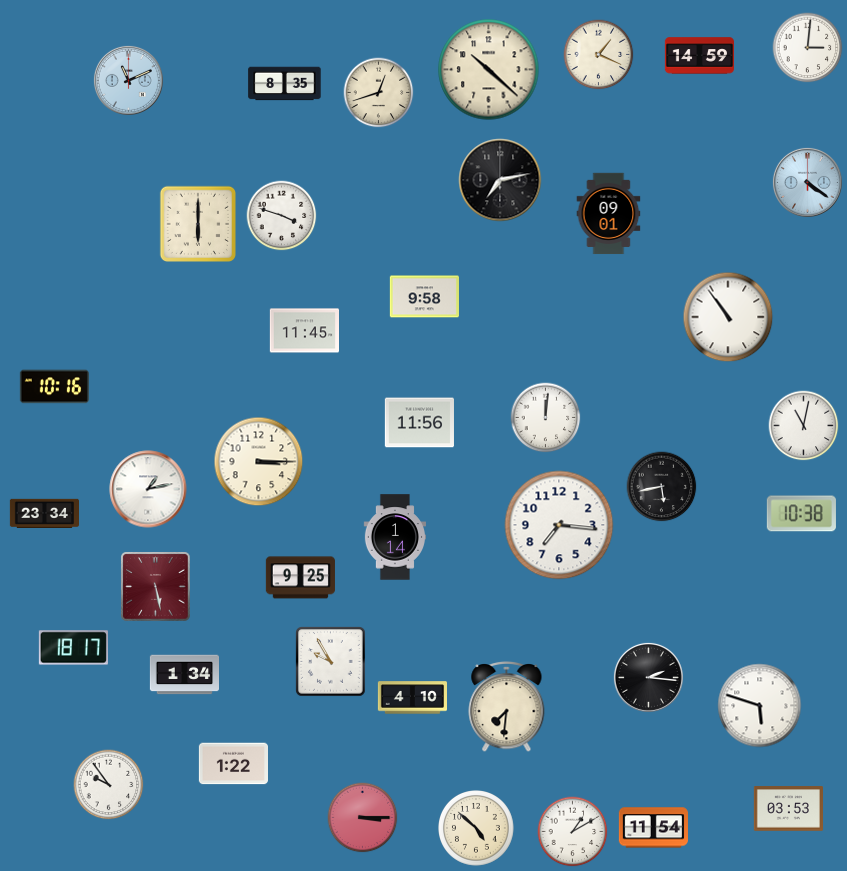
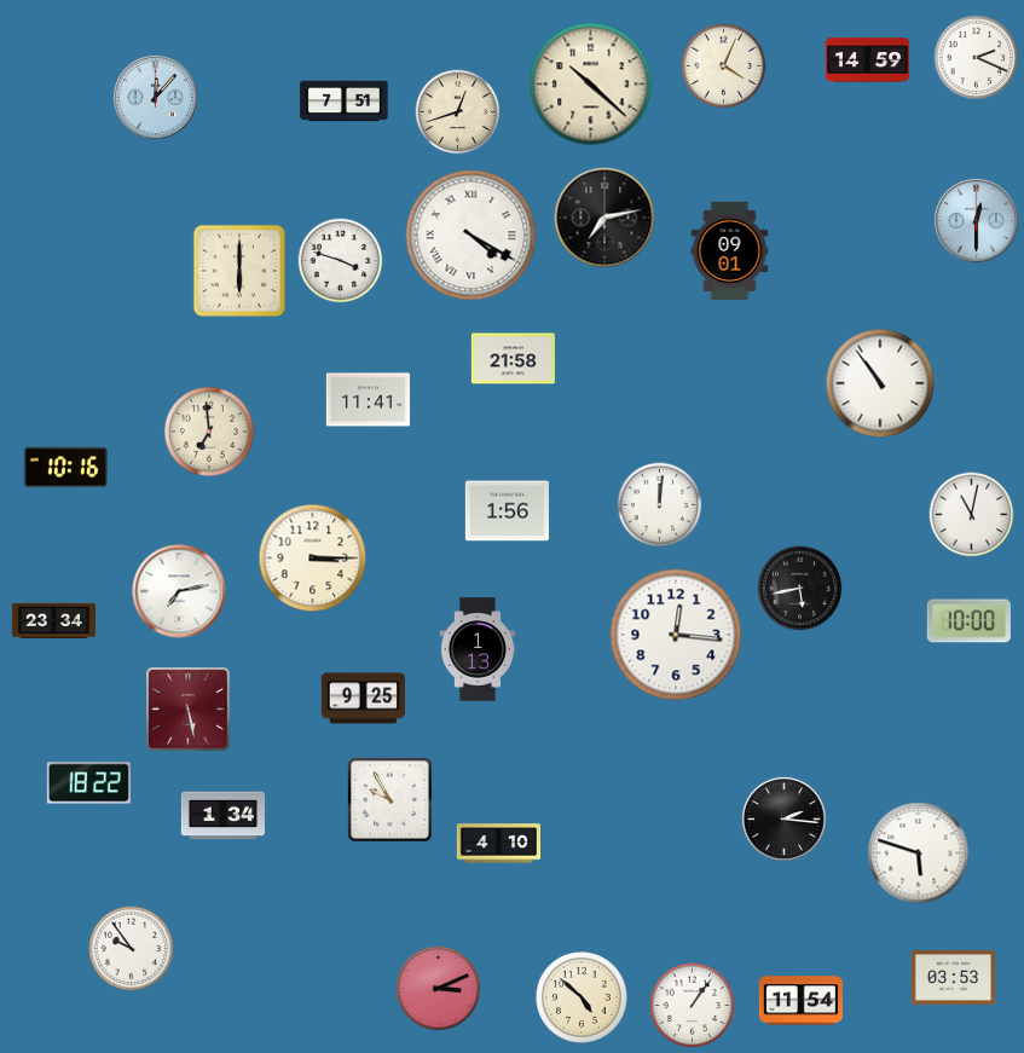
clock at (808, 48): 3:01 -> 2:19
clock at (599, 55): 1:19 -> 4:04
clock at (699, 56) position: (699, 56) -> (867, 60)
clock at (128, 80): 11:11 -> 12:07
clock at (285, 84): 8:35 -> 7:51
clock at (807, 182): 4:21 -> 12:30
clock at (471, 236): none -> 4:20
clock at (609, 214) position: (609, 214) -> (730, 251)
clock at (424, 297): 9:58 -> 21:58
clock at (304, 331): 11:45 -> 11:41
clock at (209, 432): none -> 6:59
clock at (419, 423): 11:56 -> 1:56
clock at (148, 489): 1:13 -> 7:13
clock at (801, 514): 10:38 -> 10:00
clock at (559, 525): 7:16 -> 12:16
clock at (394, 537): 1:14 -> 1:13
clock at (73, 648): 18:17 -> 18:22
clock at (331, 662) position: (331, 662) -> (390, 800)
clock at (507, 706): 7:31 -> none
clock at (233, 764): 1:22 -> none
clock at (363, 818): 3:15 -> 3:11
clock at (653, 828) position: (653, 828) -> (800, 1001)
clock at (477, 829) position: (477, 829) -> (583, 999)
clock at (573, 832): 1:10 -> 1:06
